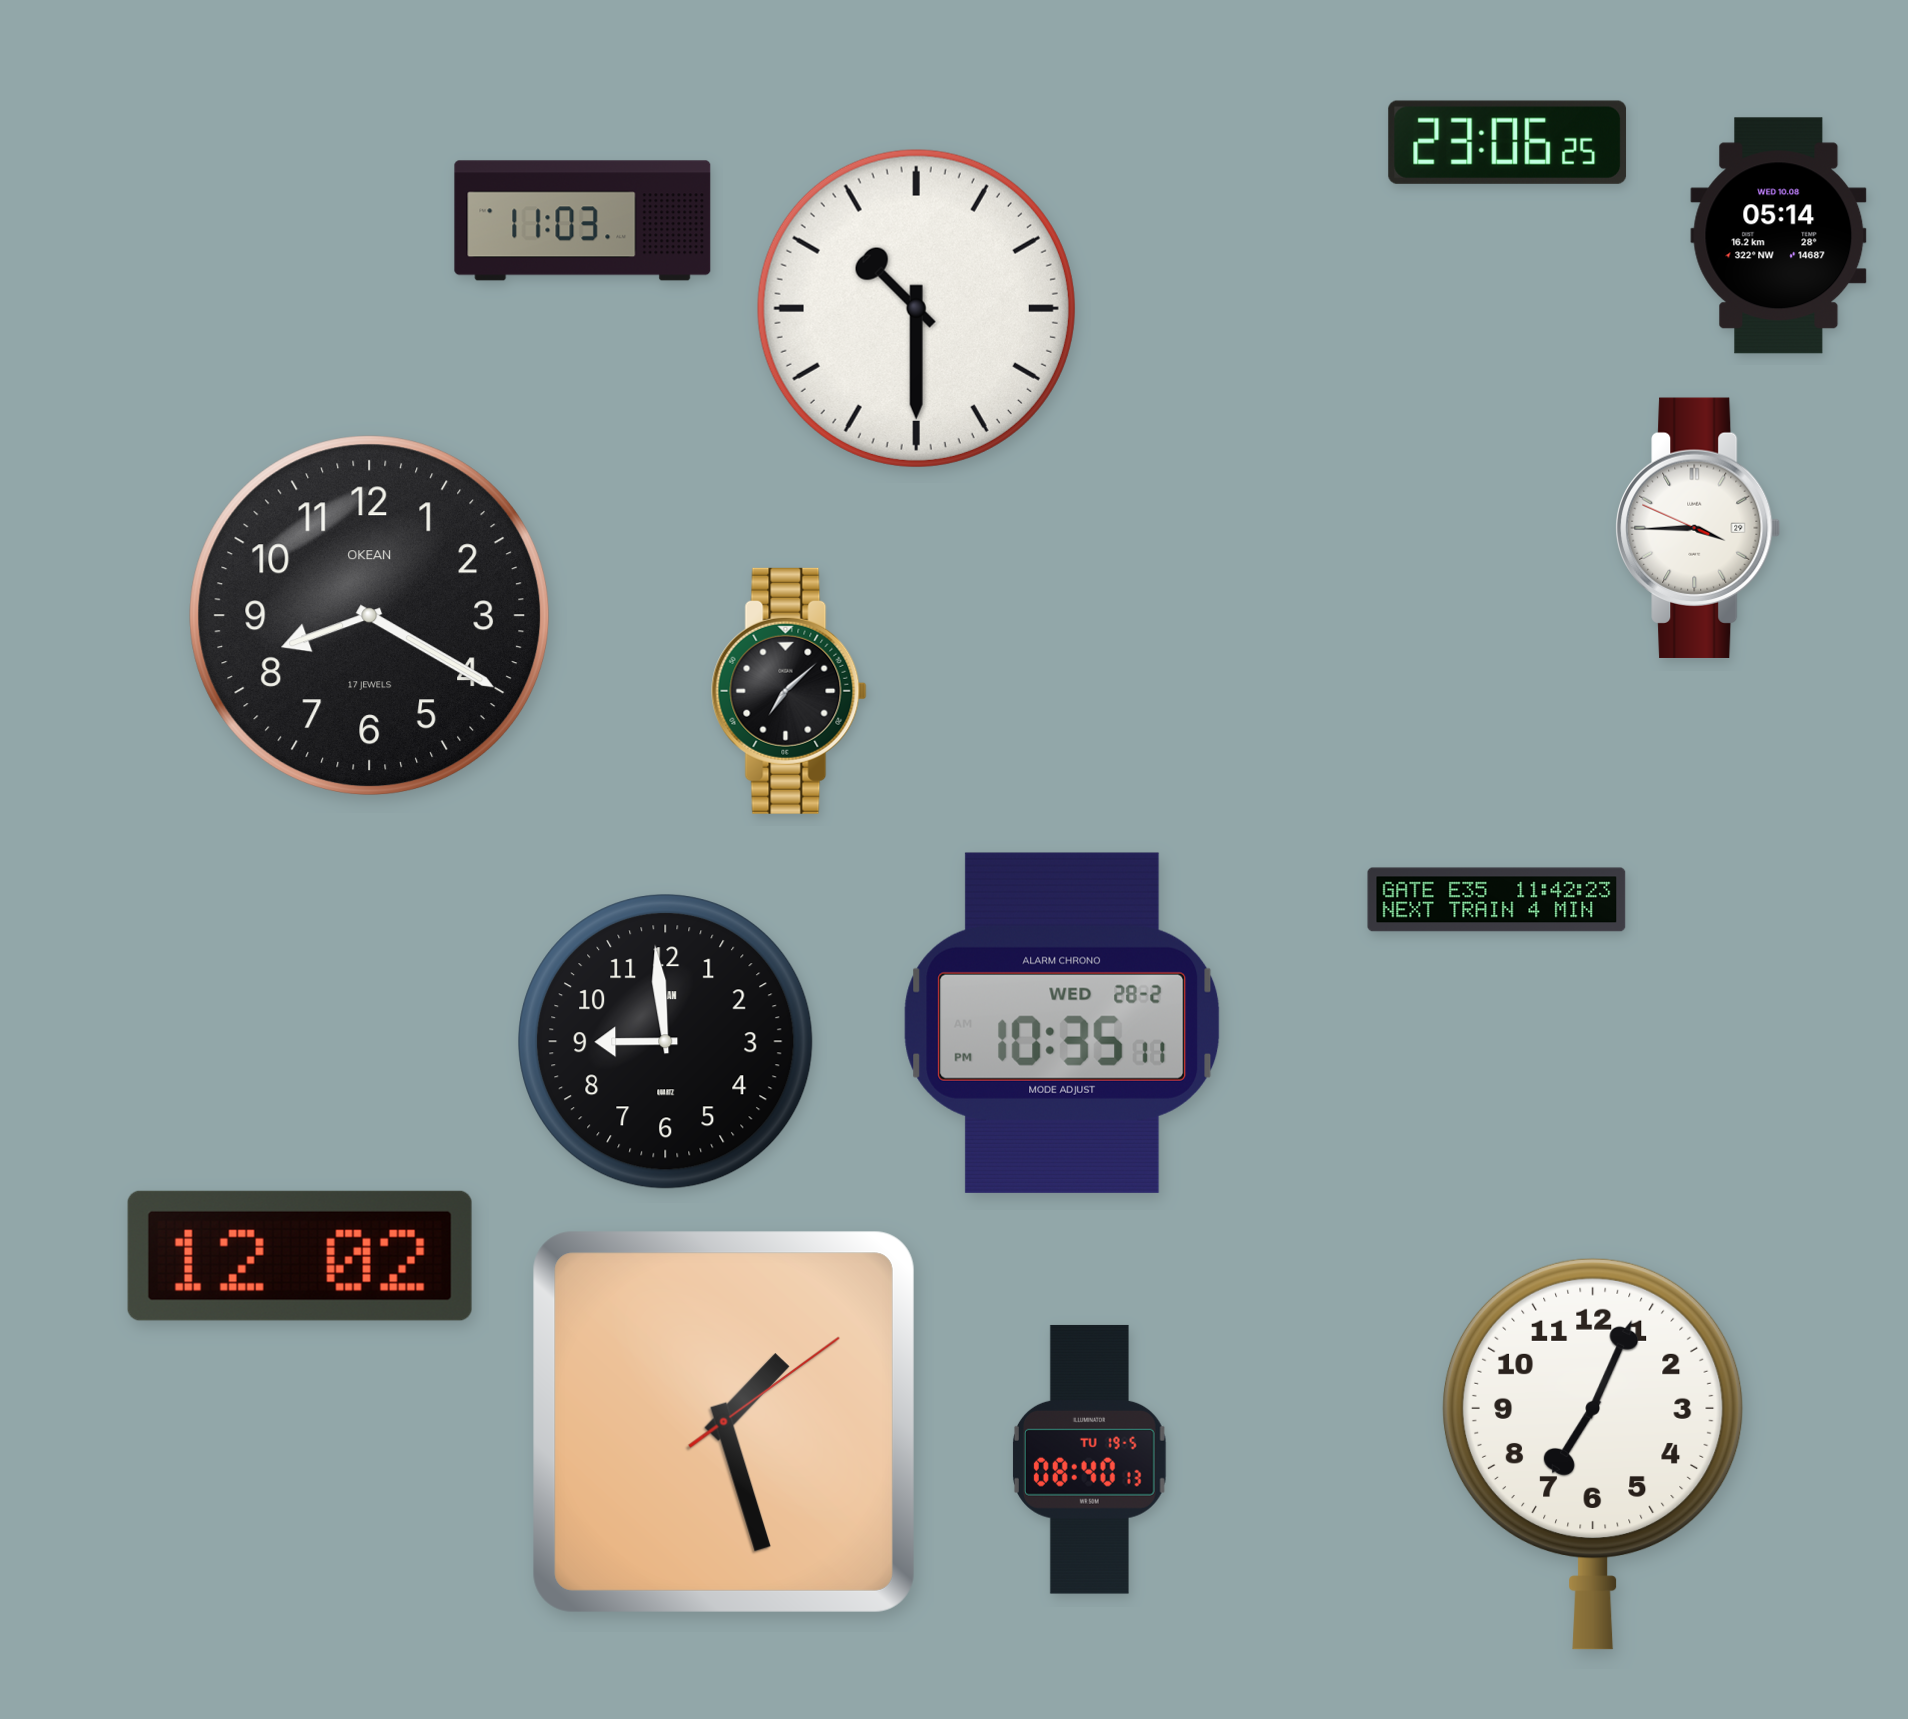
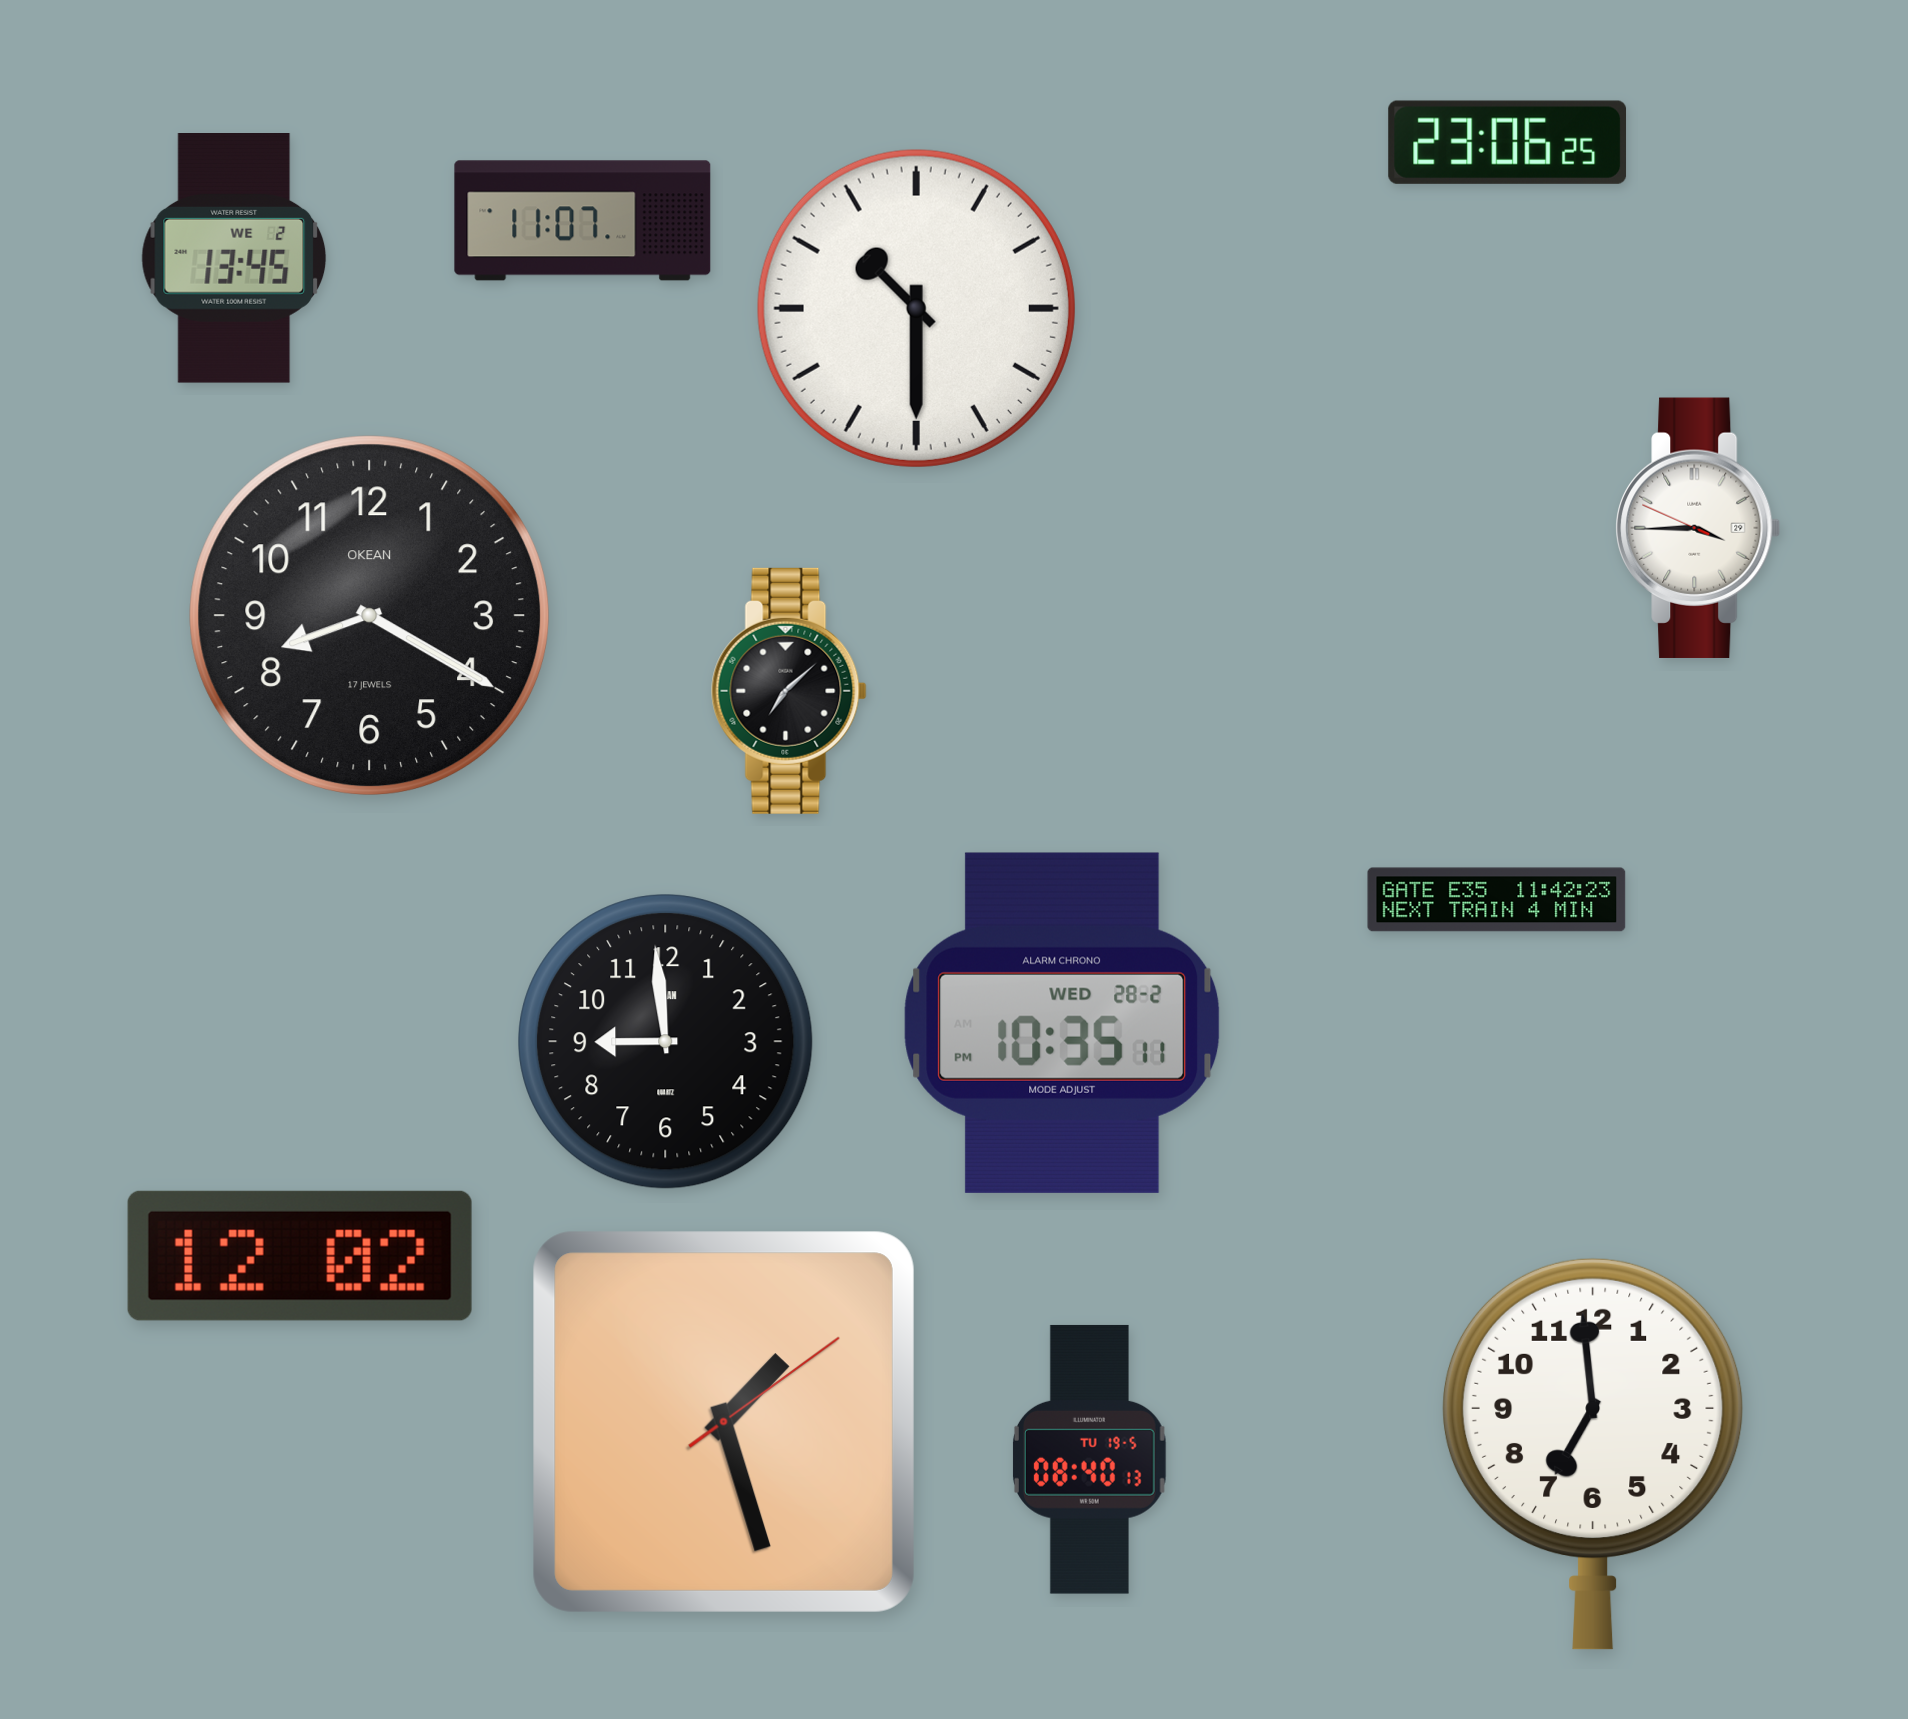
clock at (583, 221): 11:03 -> 11:07
clock at (1779, 236): 05:14 -> none
clock at (234, 259): none -> 13:45
clock at (1593, 1454): 7:04 -> 6:59
